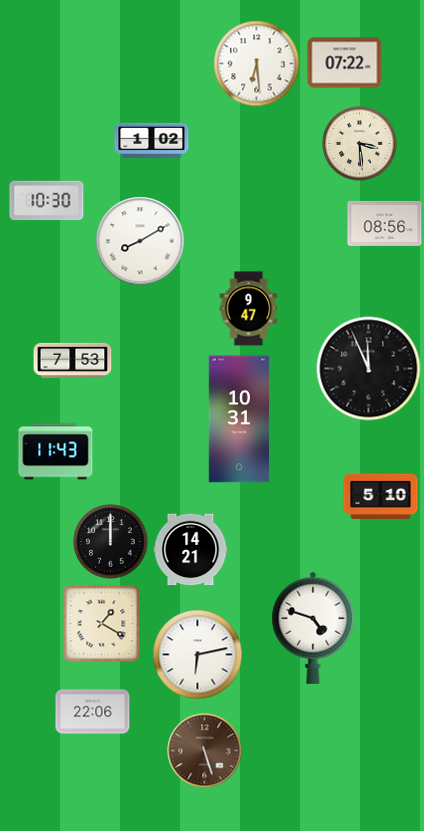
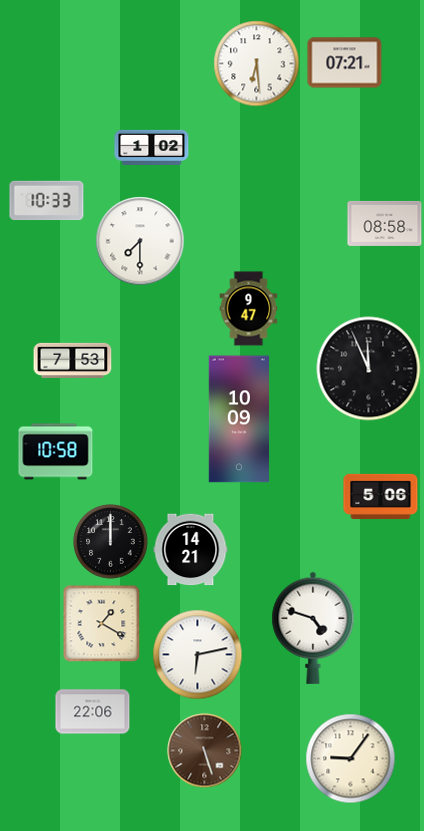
clock at (345, 63): 07:22 -> 07:21
clock at (152, 140) position: (152, 140) -> (152, 147)
clock at (360, 144): 3:29 -> none
clock at (47, 201): 10:30 -> 10:33
clock at (385, 223): 08:56 -> 08:58
clock at (140, 241): 8:10 -> 7:30
clock at (238, 419): 10:31 -> 10:09
clock at (56, 452): 11:43 -> 10:58
clock at (381, 496): 5:10 -> 5:06
clock at (351, 759): none -> 9:06
